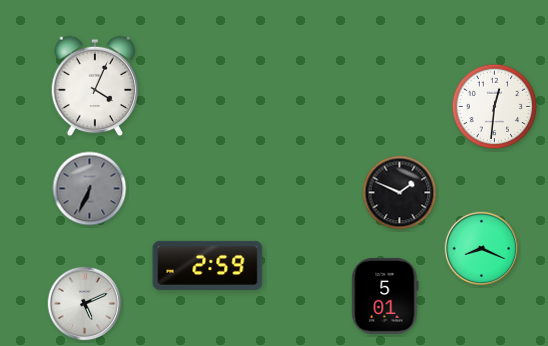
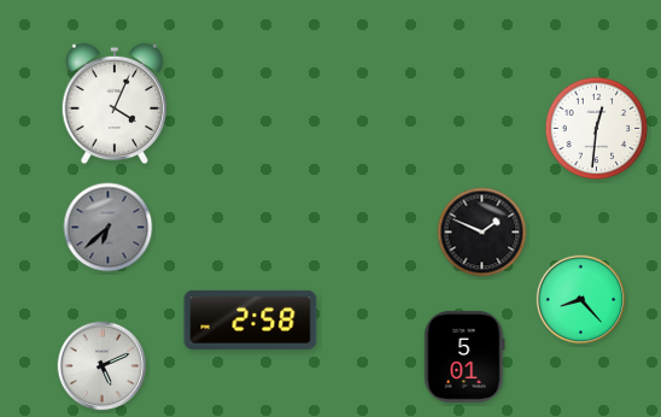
clock at (90, 189): 6:34 -> 6:38
clock at (482, 249): 8:19 -> 8:23
clock at (208, 265): 2:59 -> 2:58
